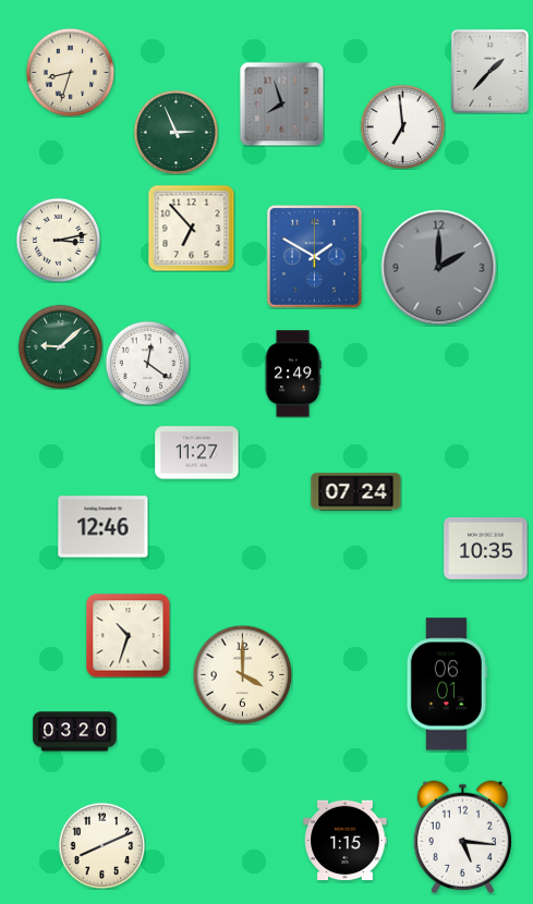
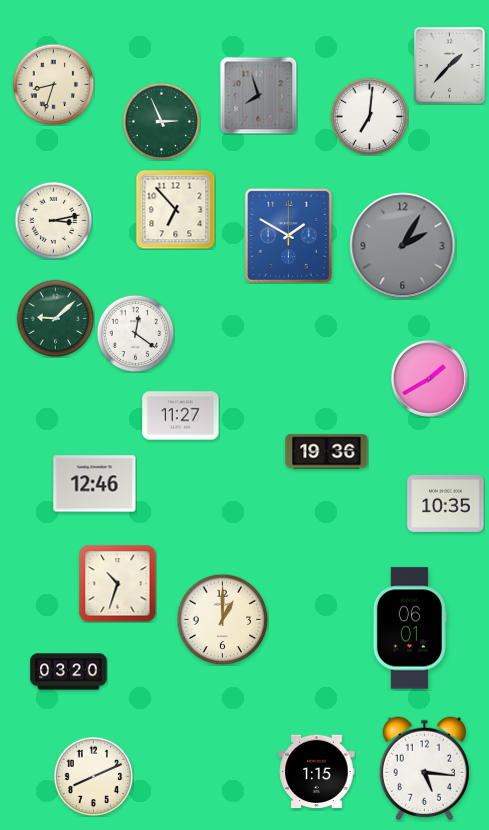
clock at (70, 72) position: (70, 72) -> (53, 84)
clock at (402, 126): 6:59 -> 7:01
clock at (439, 268): 2:00 -> 2:05
clock at (293, 374): 2:49 -> none
clock at (429, 378): none -> 1:40
clock at (356, 492): 07:24 -> 19:36
clock at (242, 674): 4:00 -> 1:00
